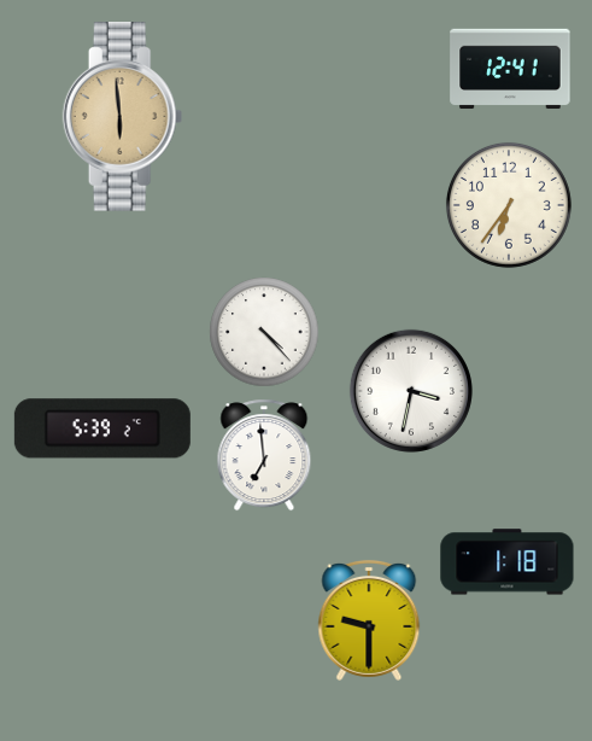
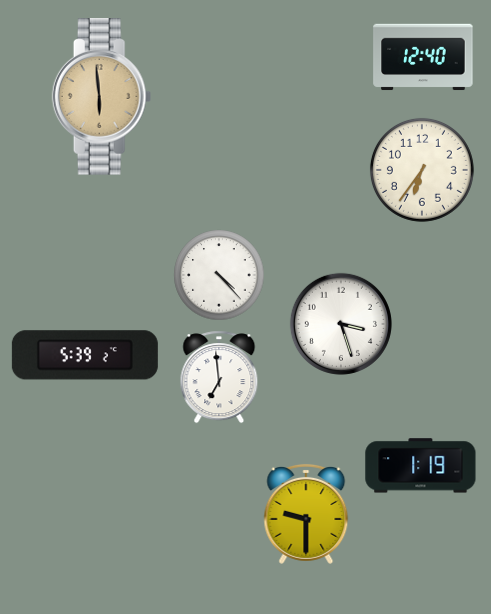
clock at (510, 69): 12:41 -> 12:40
clock at (411, 391): 3:32 -> 3:27
clock at (508, 562): 1:18 -> 1:19
